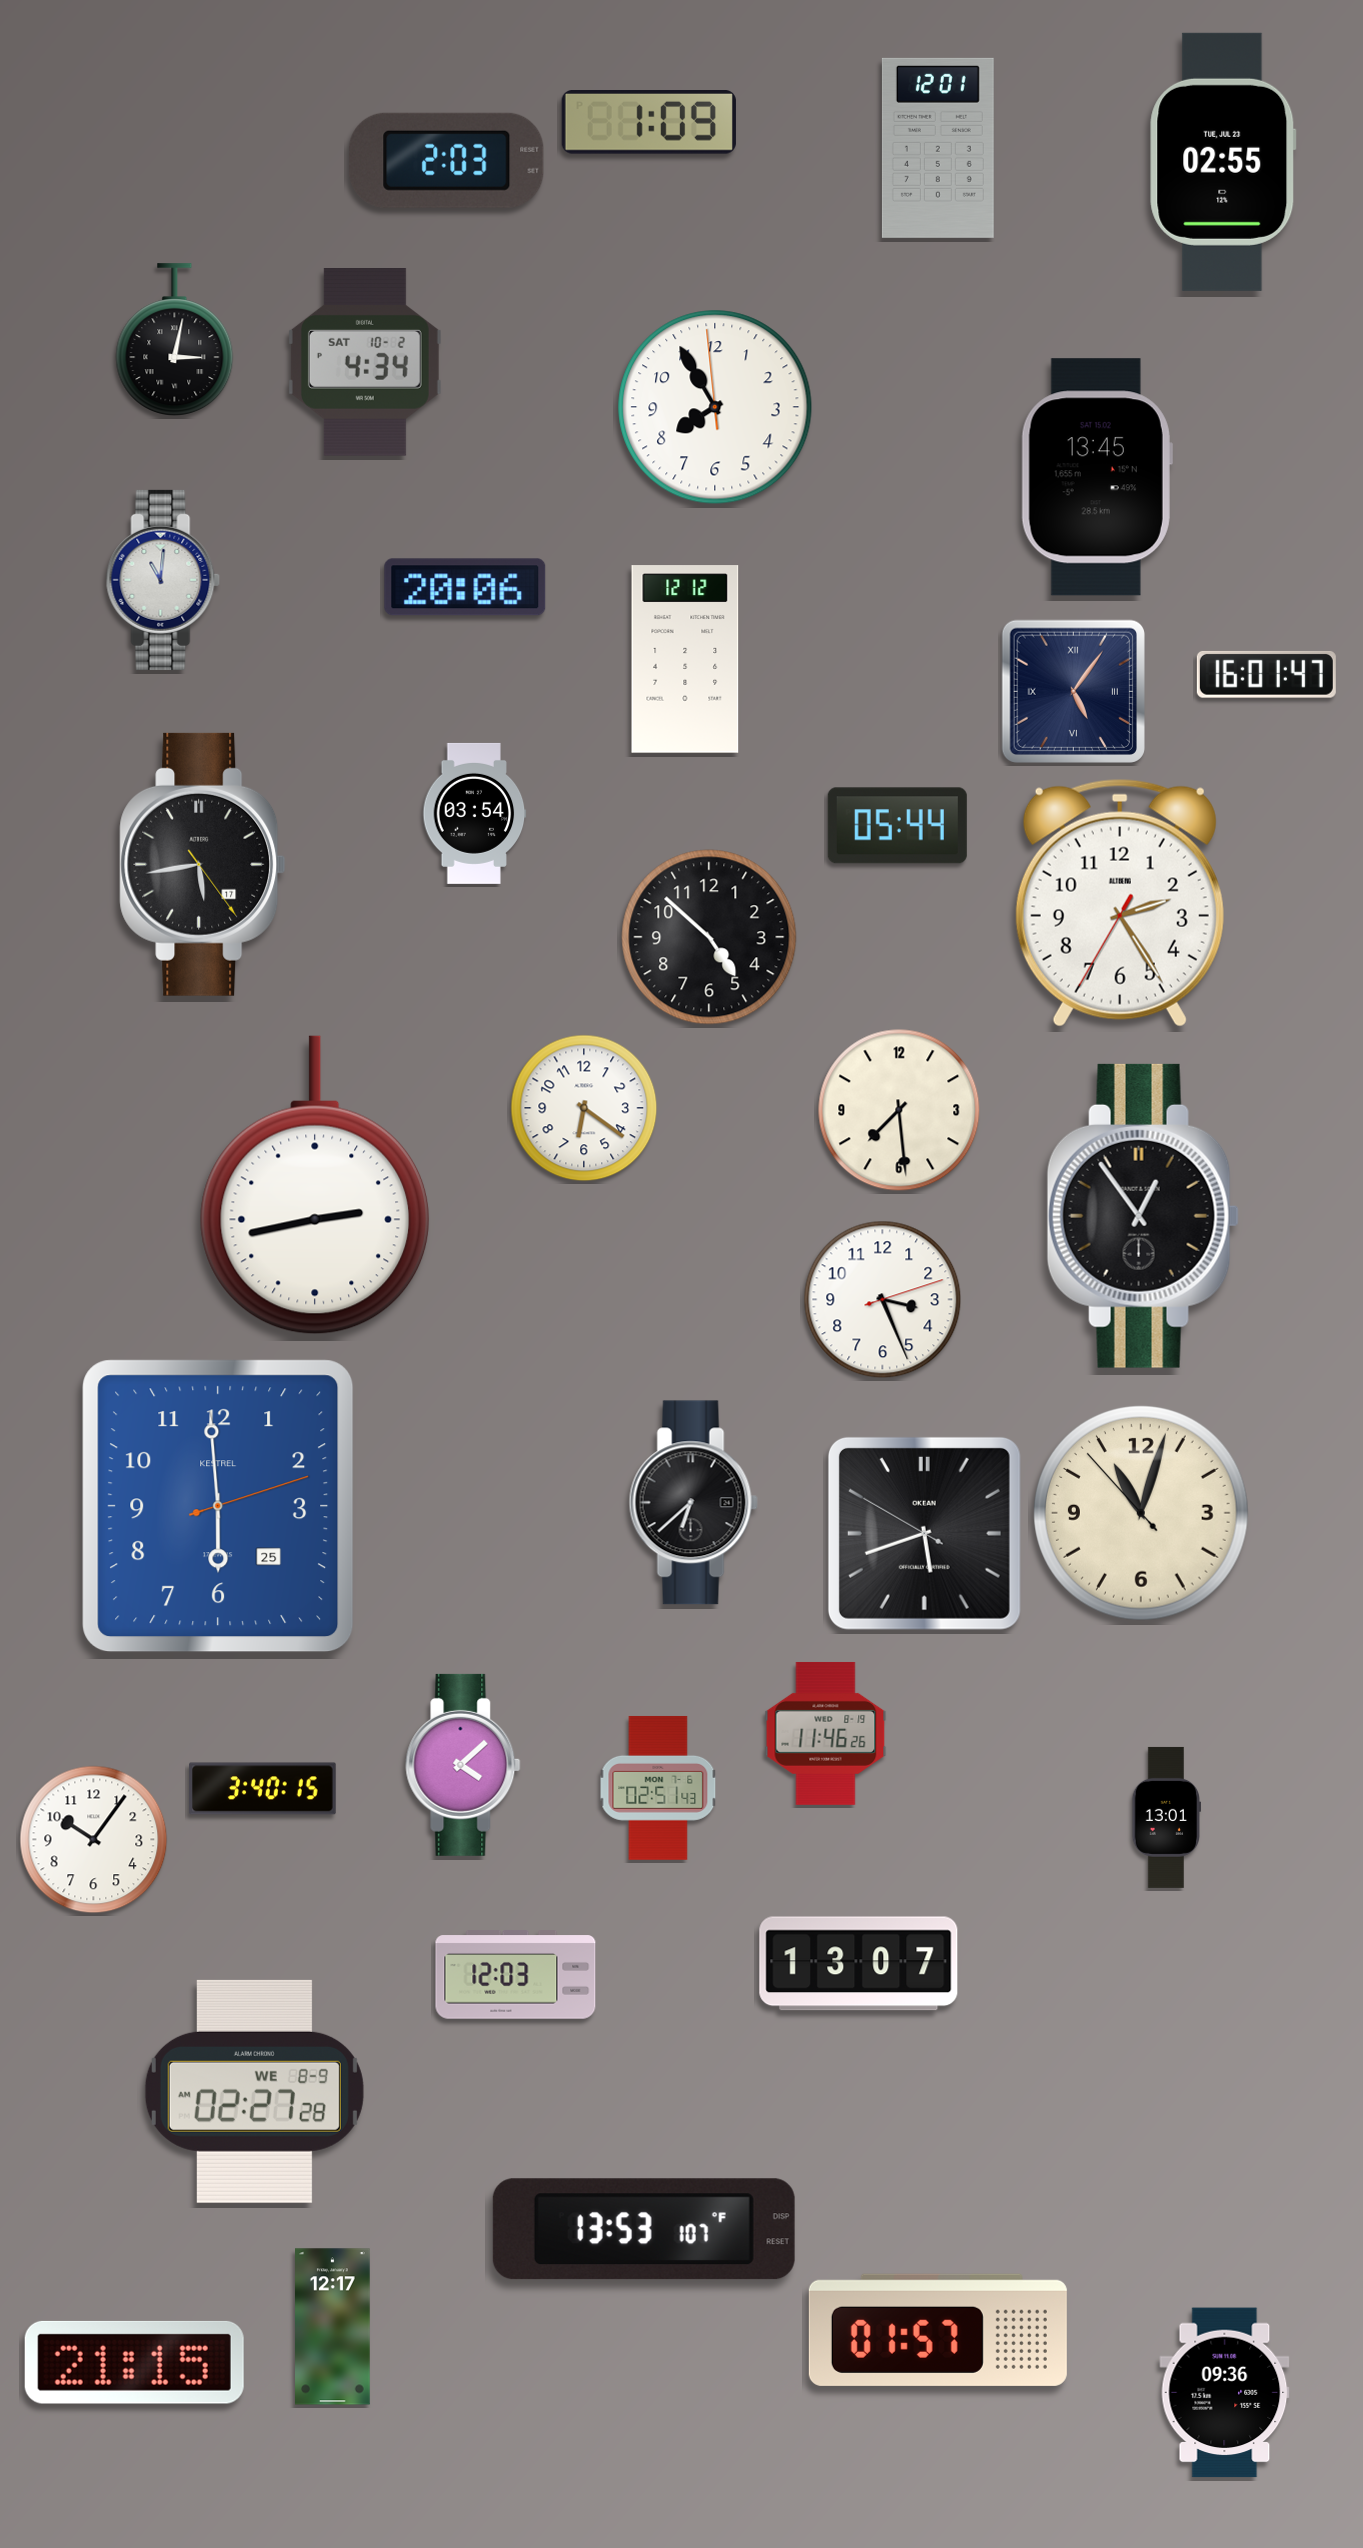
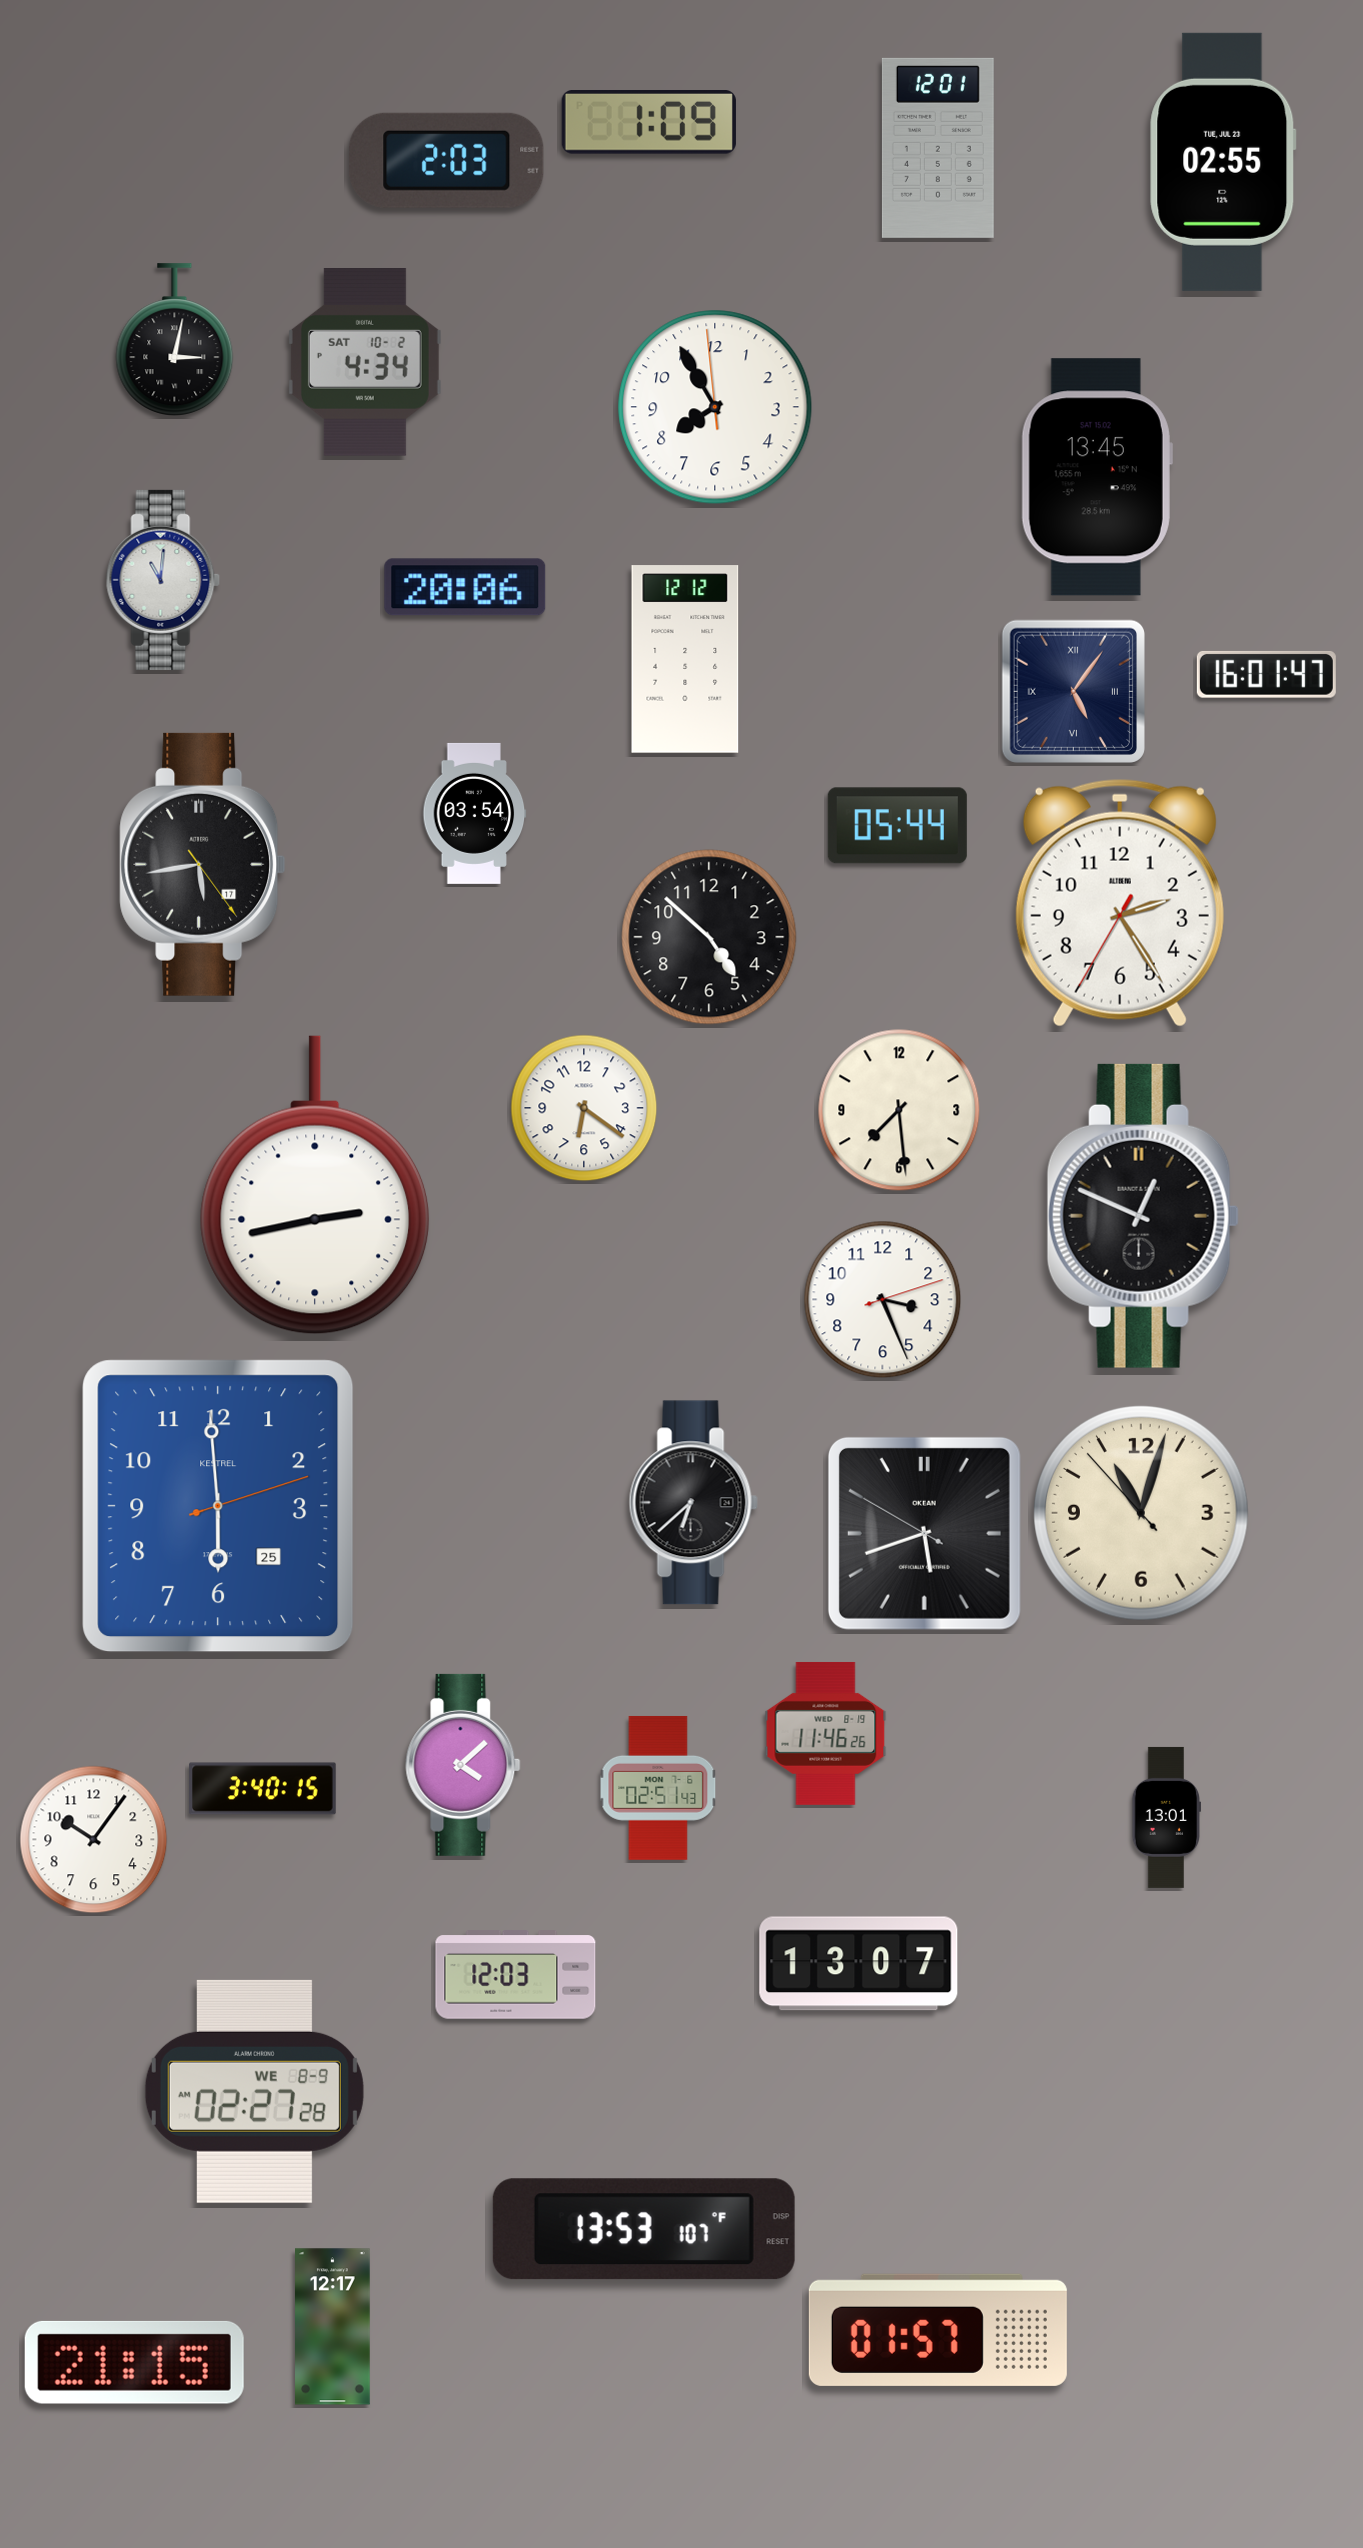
clock at (1143, 1216): 12:54 -> 12:49
clock at (1225, 2393): 09:36 -> none
